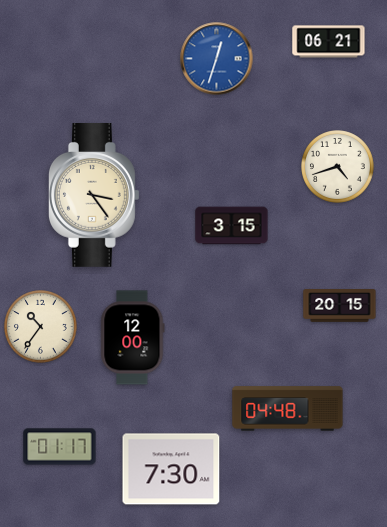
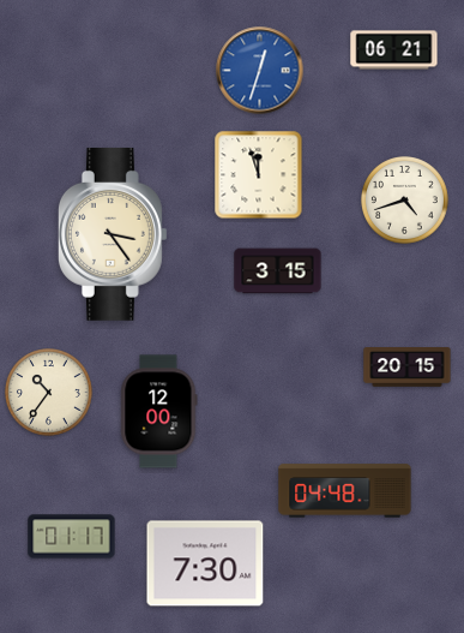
clock at (259, 175): none -> 11:57
clock at (133, 338) position: (133, 338) -> (159, 412)
